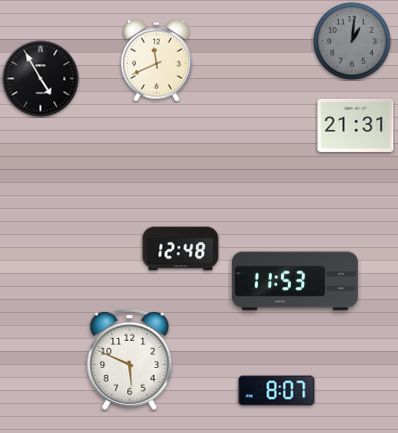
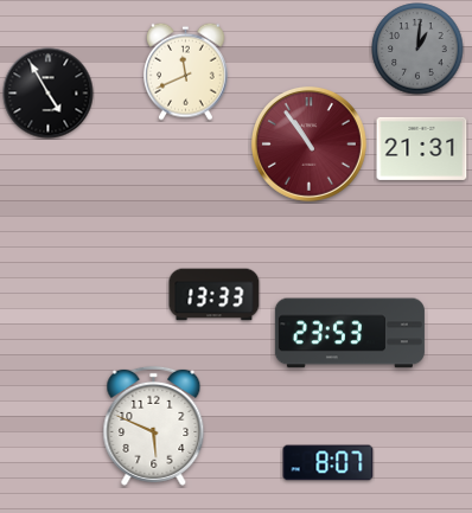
clock at (308, 143): none -> 10:54
clock at (181, 249): 12:48 -> 13:33
clock at (295, 281): 11:53 -> 23:53
